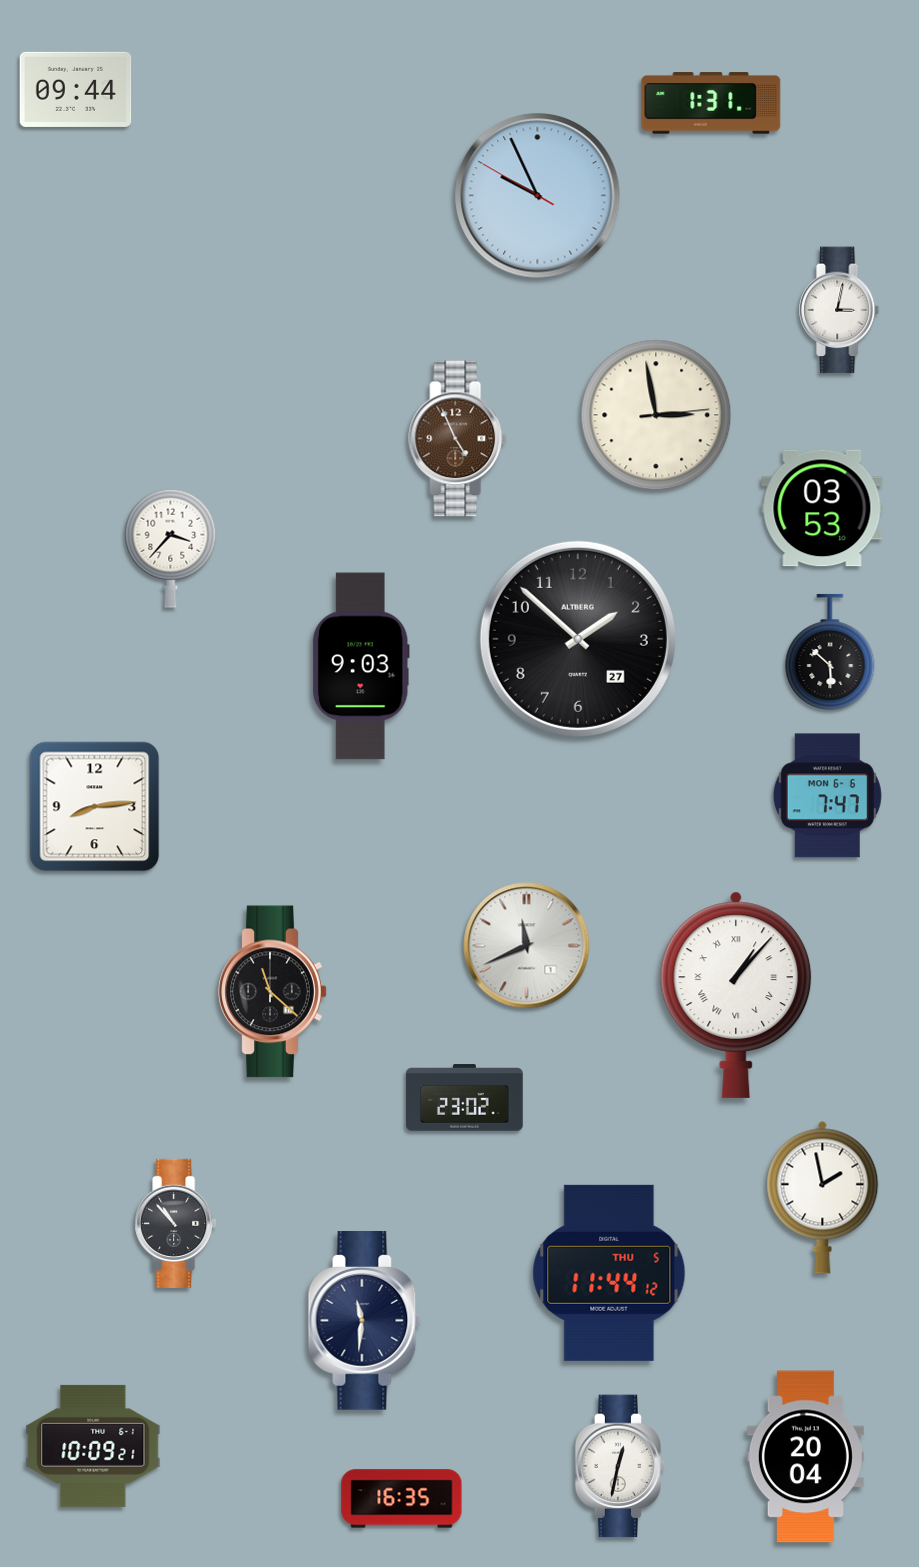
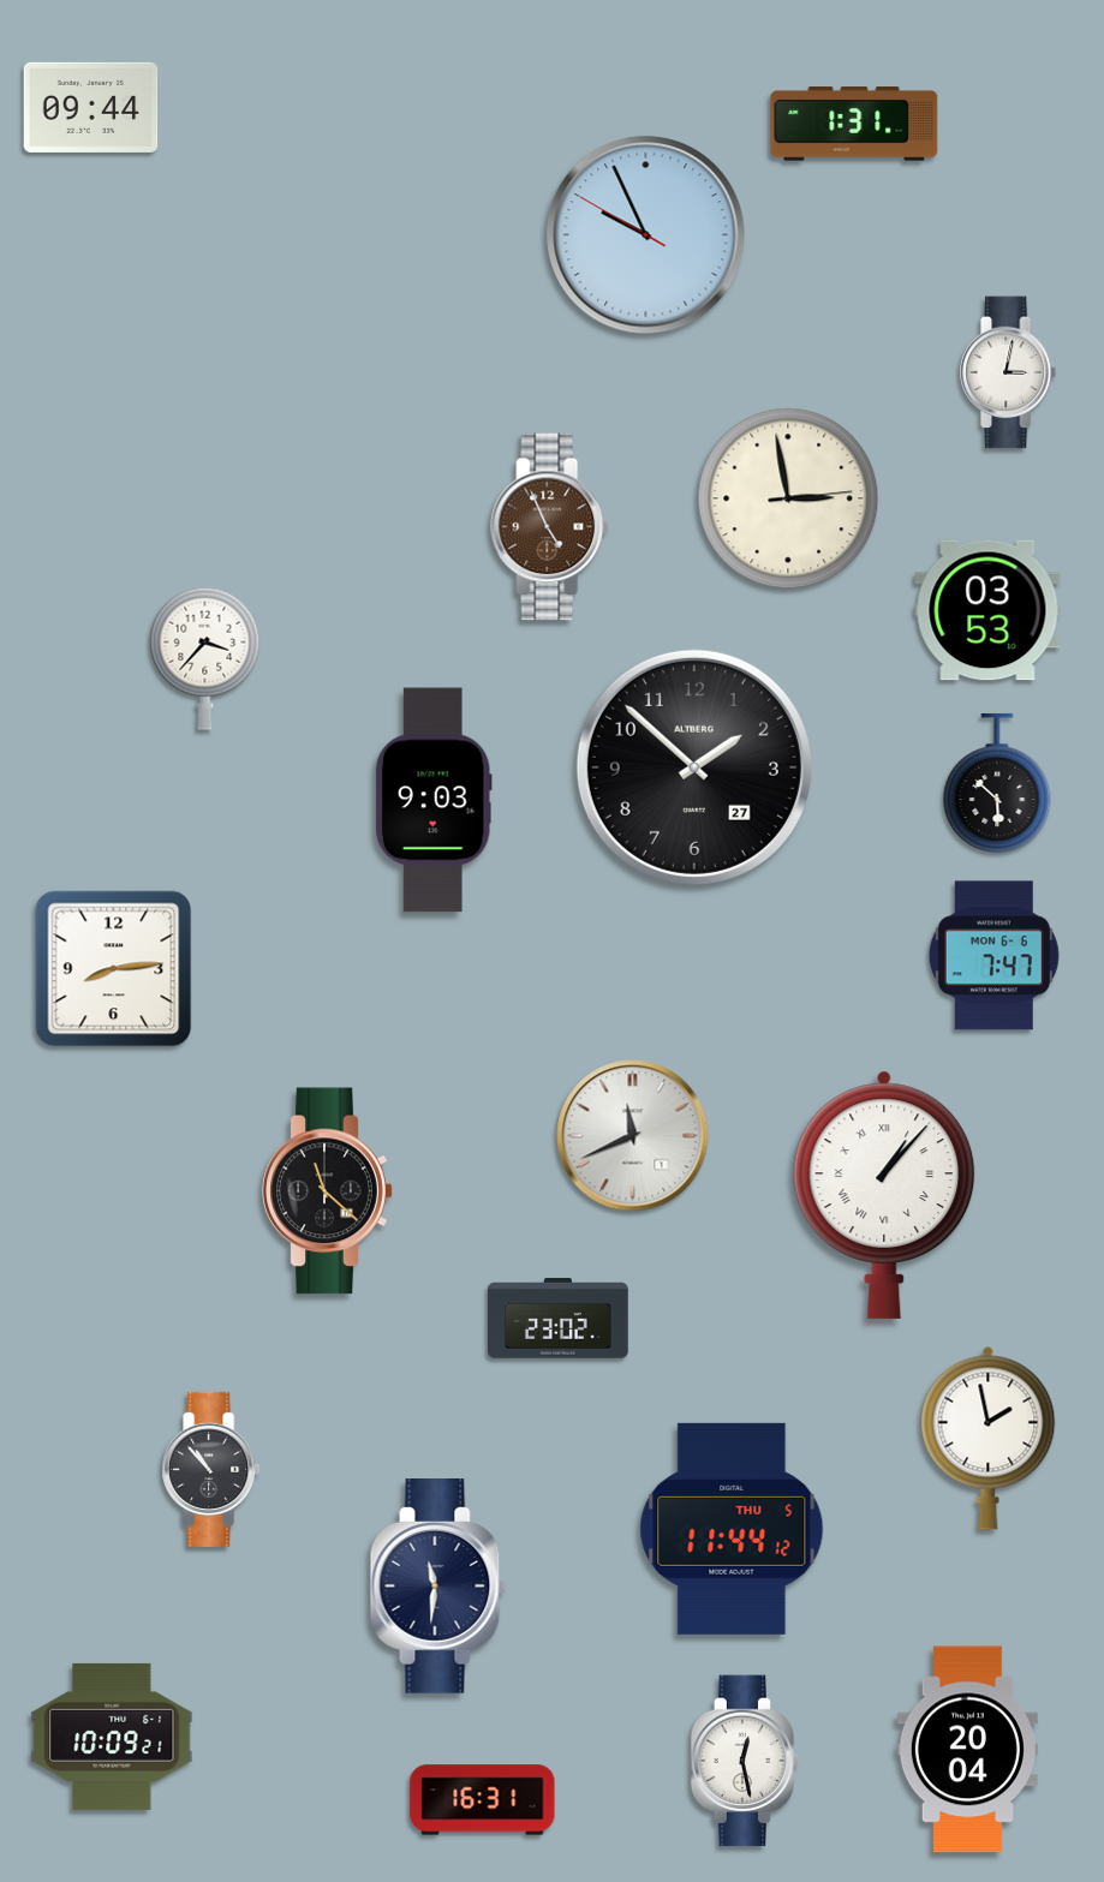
clock at (620, 1466): 12:32 -> 12:28
clock at (402, 1499): 16:35 -> 16:31
